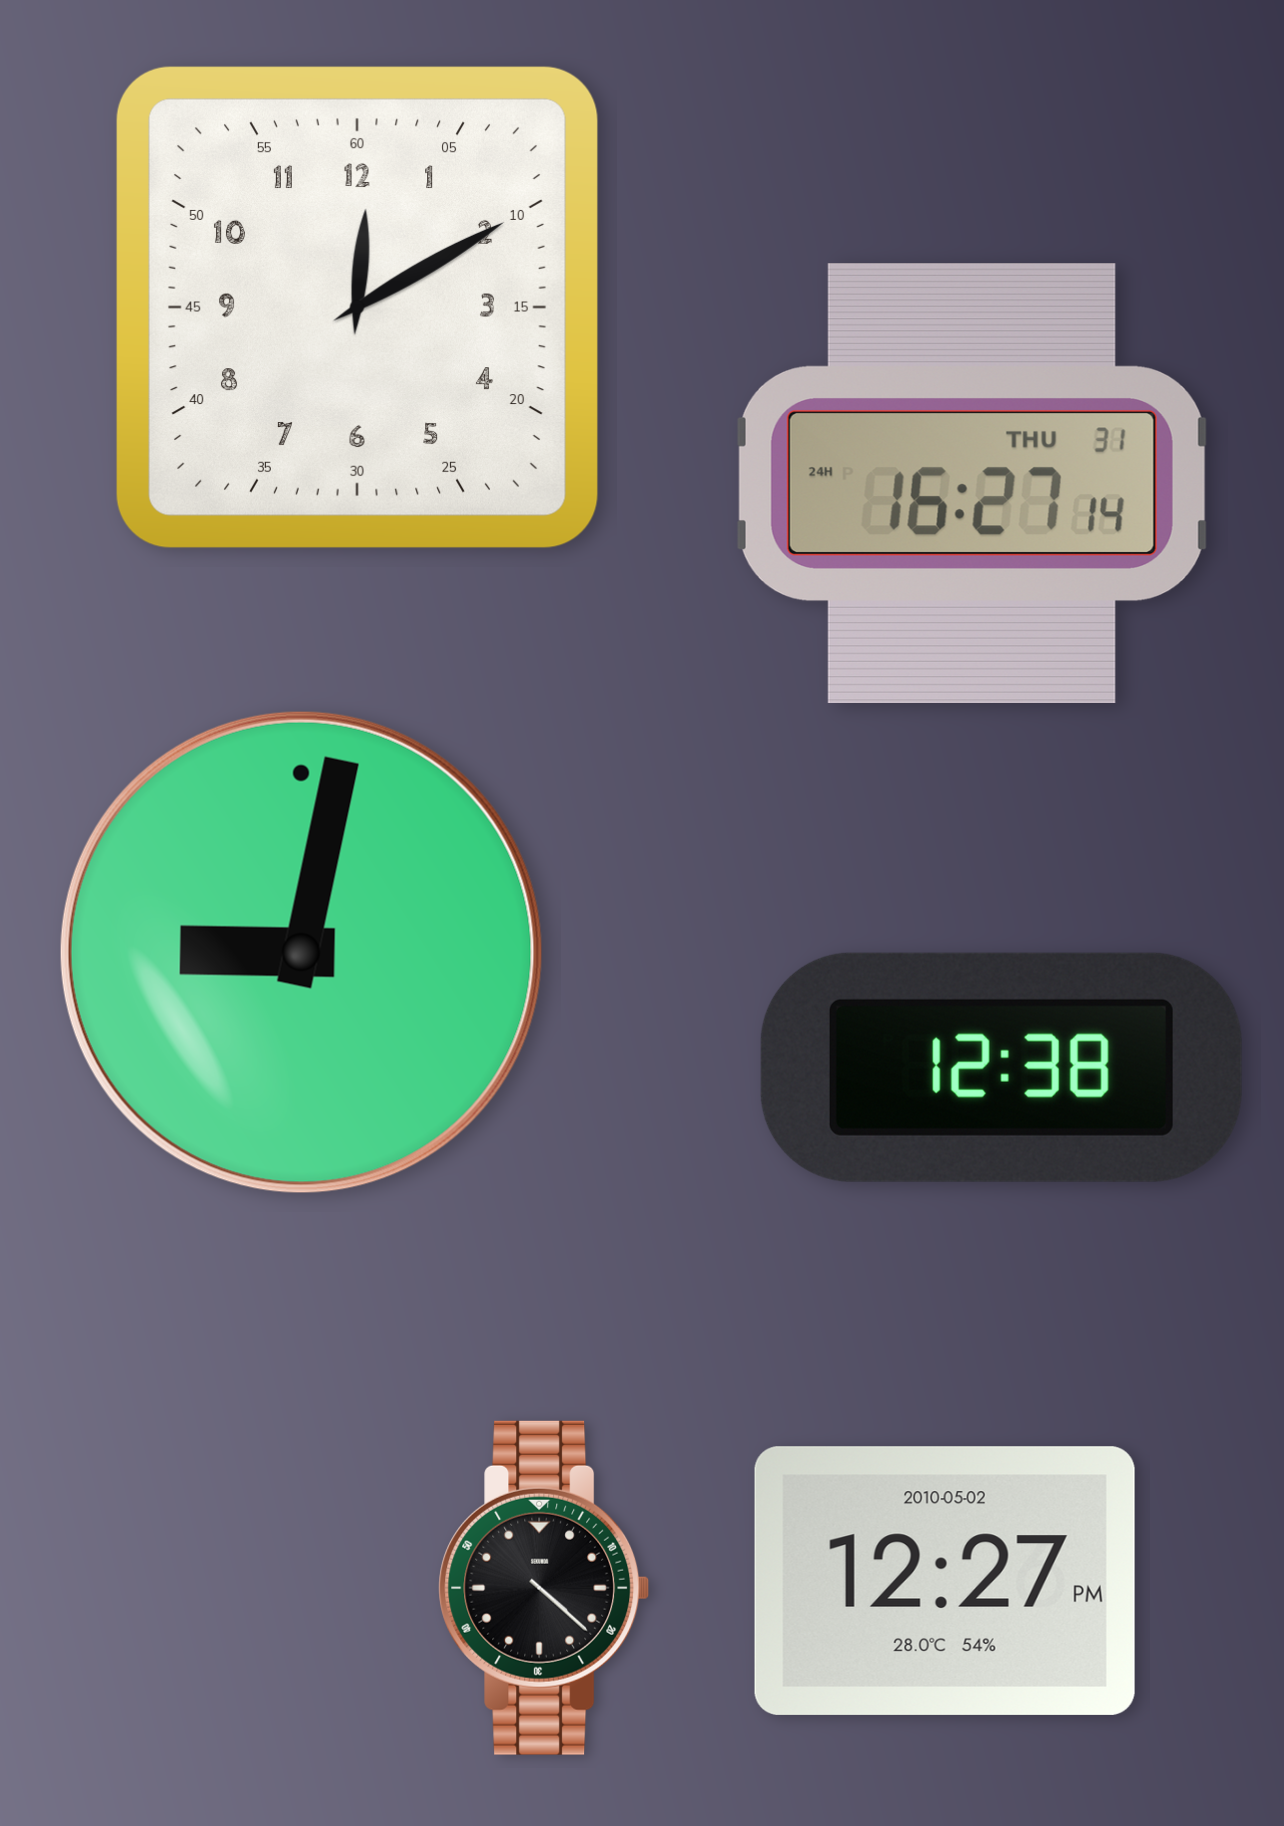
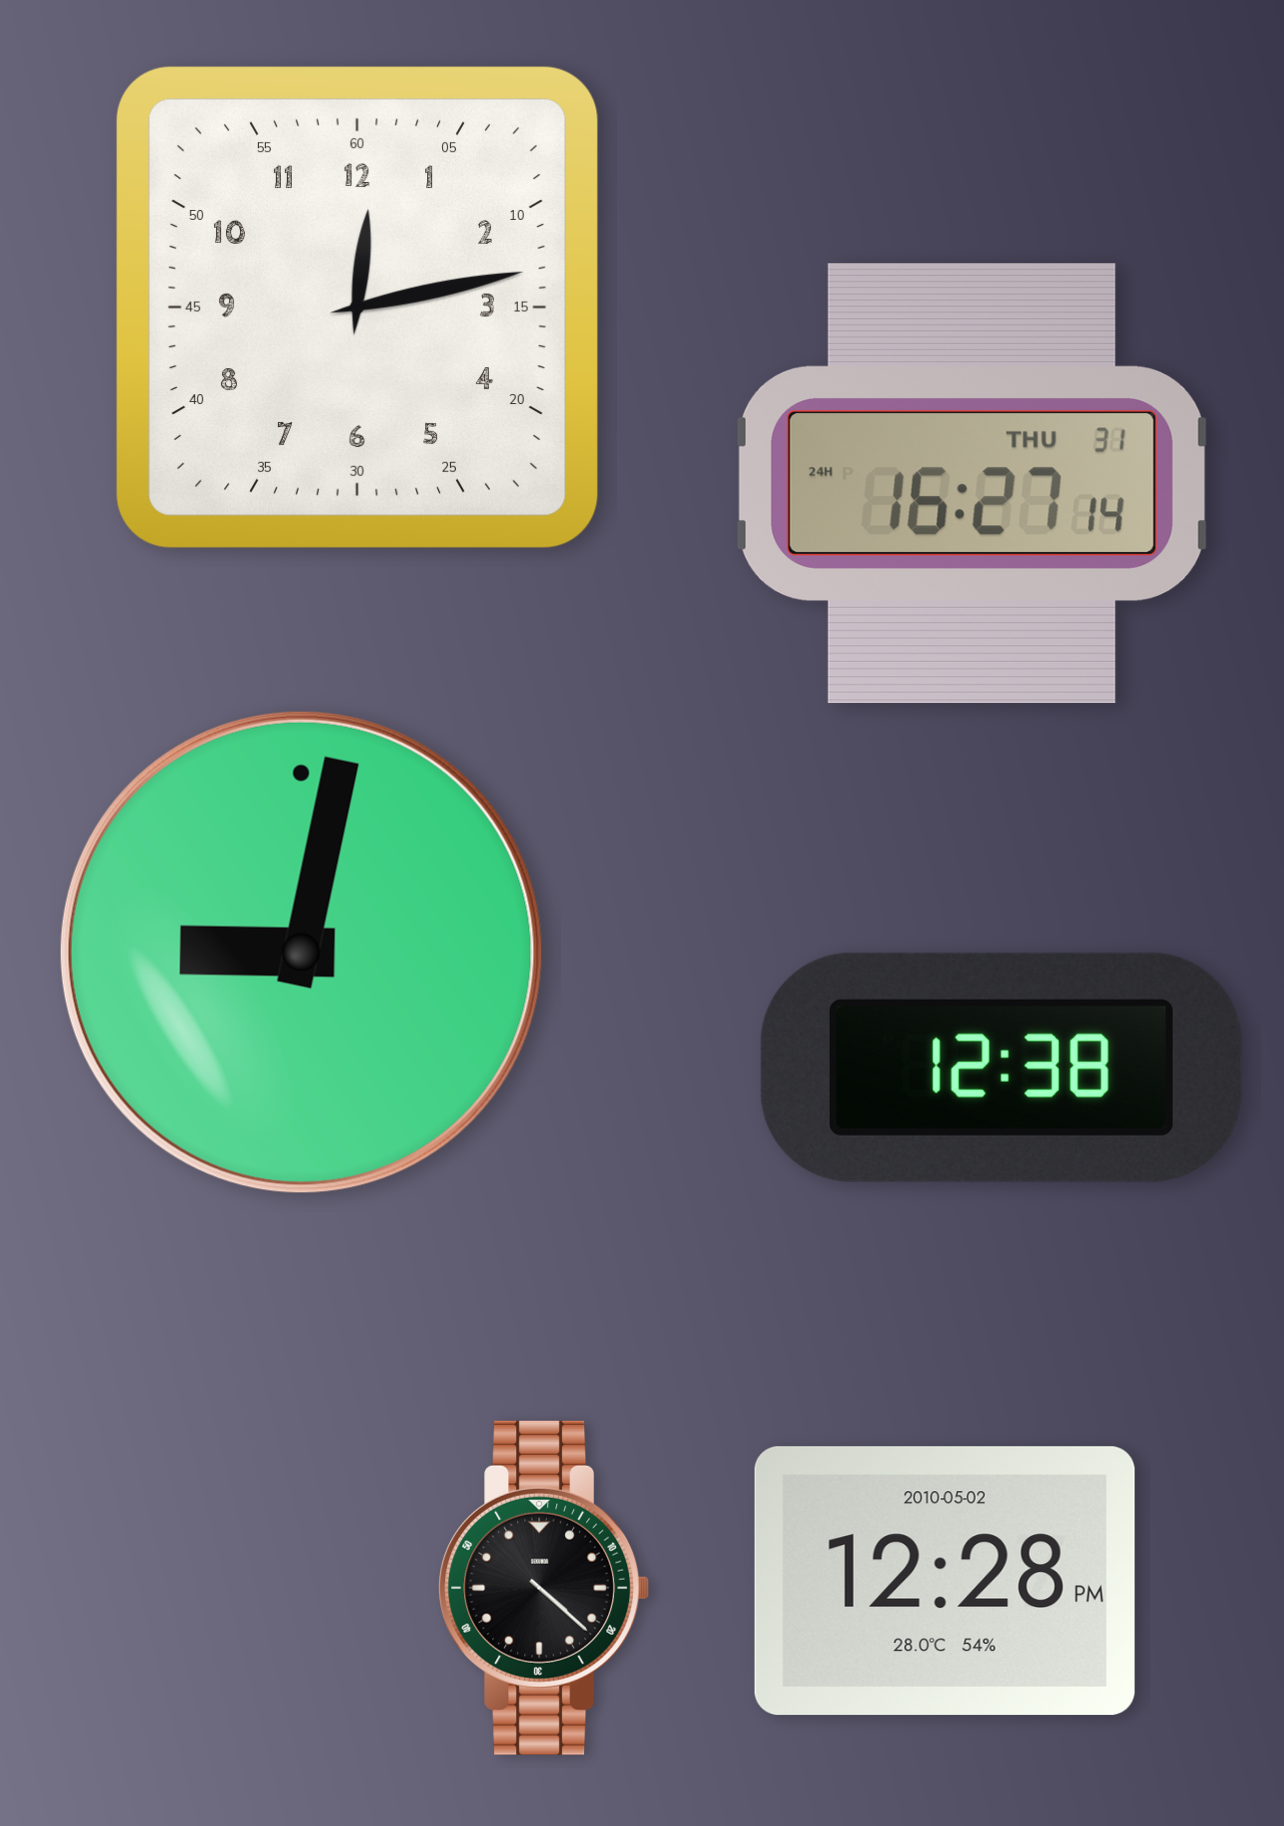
clock at (357, 307): 12:10 -> 12:13
clock at (945, 1581): 12:27 -> 12:28
